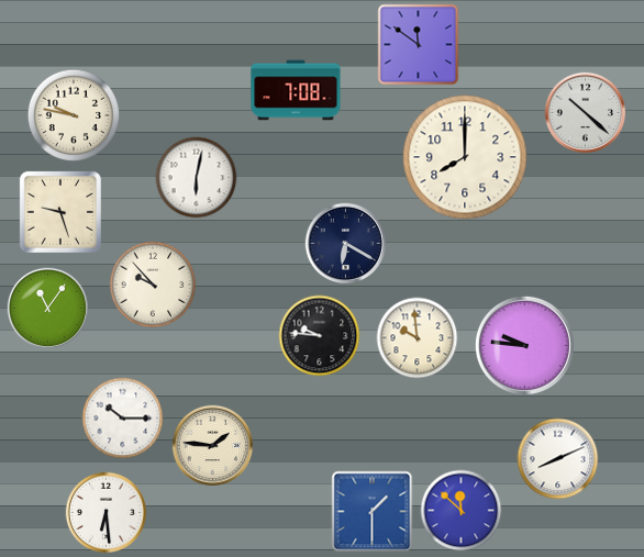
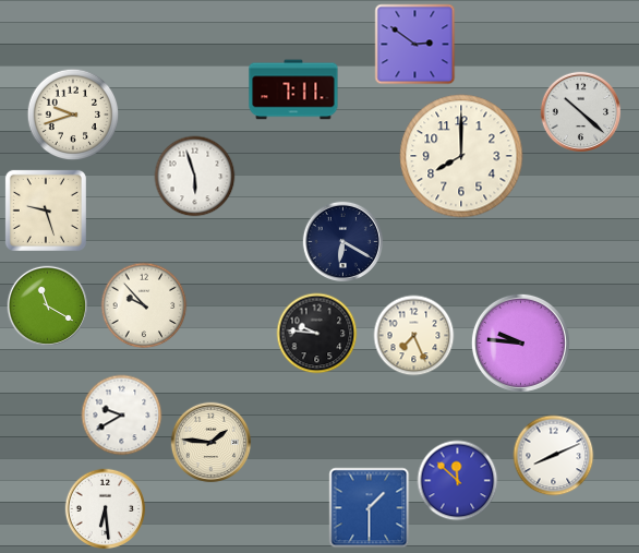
clock at (419, 45): 11:51 -> 2:51
clock at (296, 90): 7:08 -> 7:11
clock at (74, 115): 9:47 -> 9:42
clock at (197, 178): 6:02 -> 5:57
clock at (60, 212) position: (60, 212) -> (46, 211)
clock at (153, 285) position: (153, 285) -> (144, 305)
clock at (48, 309): 11:06 -> 11:20
clock at (418, 338): 9:59 -> 7:26
clock at (123, 419): 10:15 -> 9:40
clock at (462, 511) position: (462, 511) -> (458, 481)
